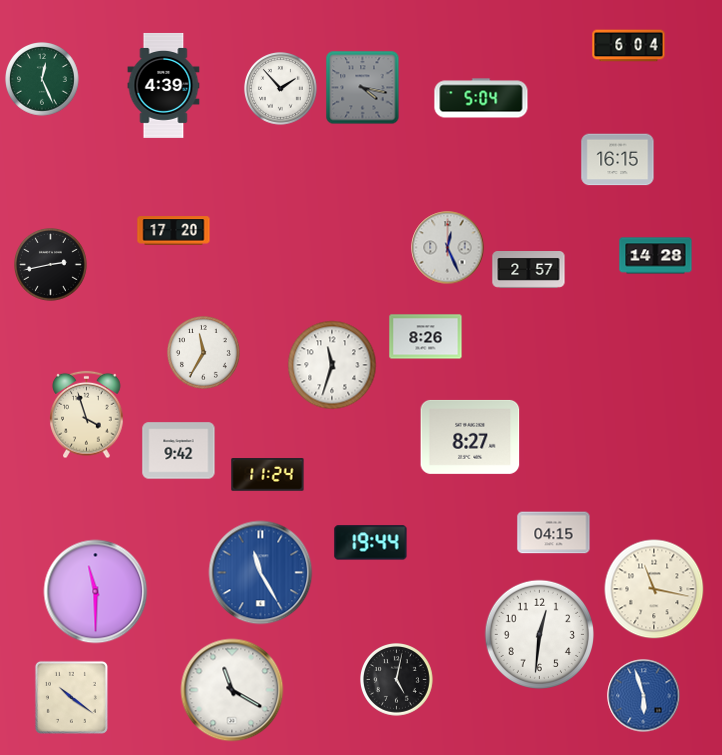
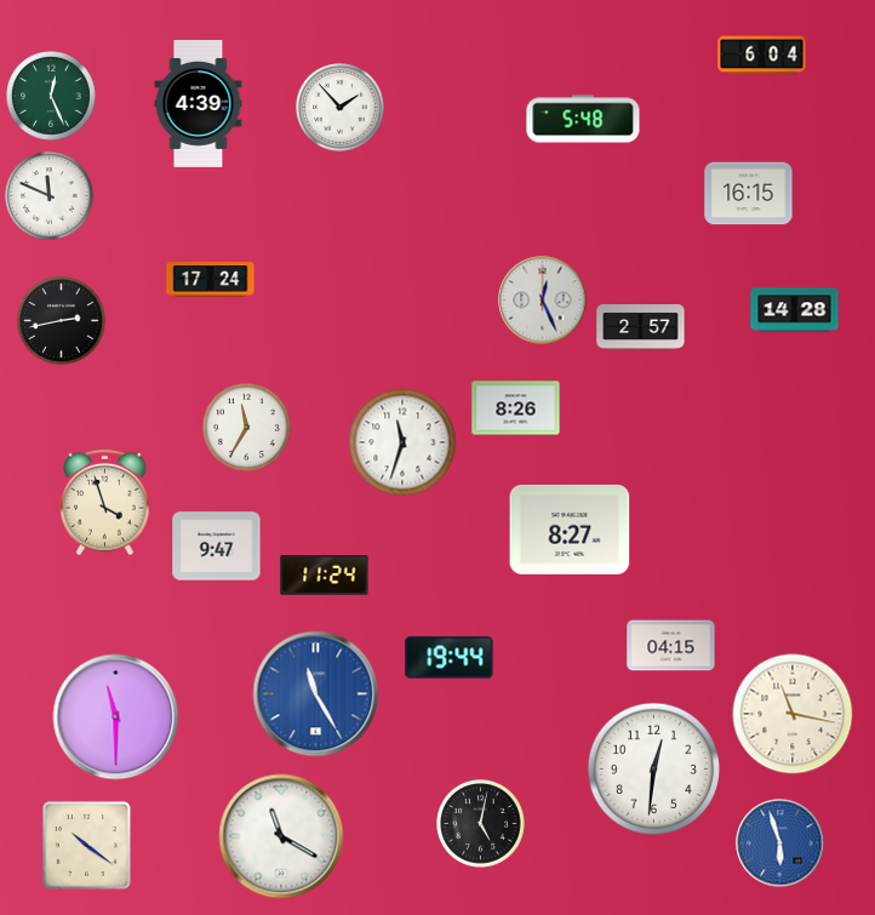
clock at (363, 88): 4:17 -> none
clock at (481, 98): 5:04 -> 5:48
clock at (50, 196): none -> 11:49
clock at (174, 231): 17:20 -> 17:24
clock at (179, 451): 9:42 -> 9:47
